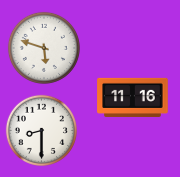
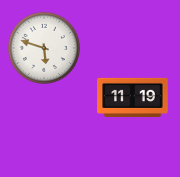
clock at (133, 97): 11:16 -> 11:19
clock at (41, 130): 8:30 -> none
